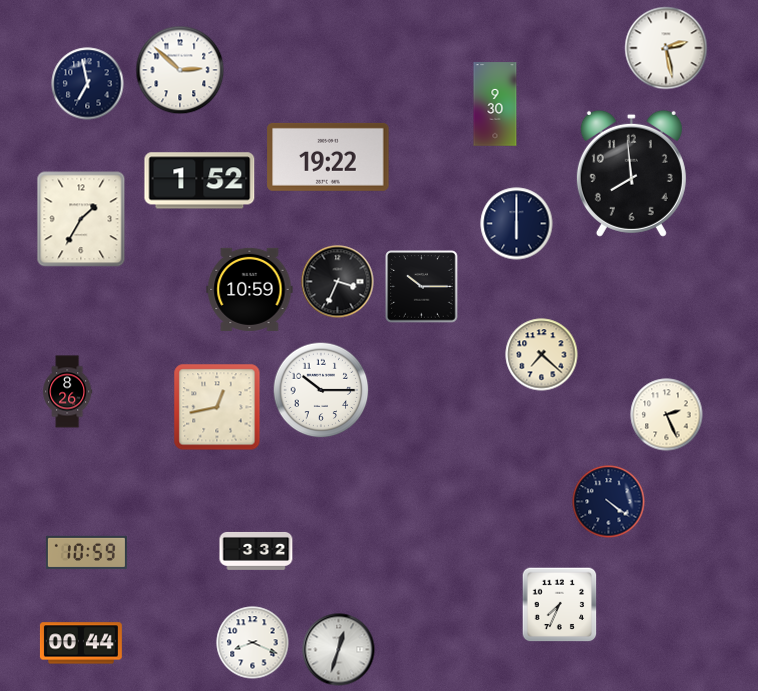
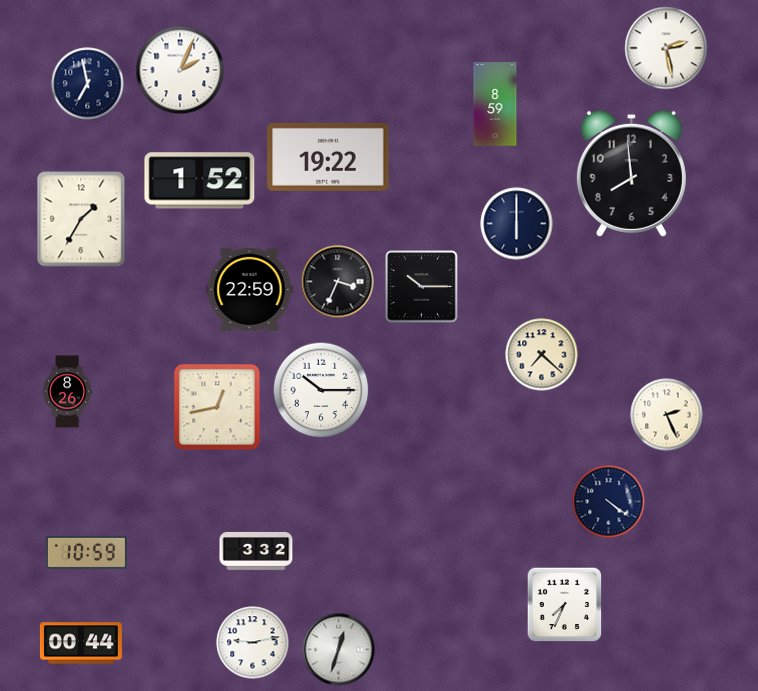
clock at (180, 70): 2:52 -> 2:04
clock at (495, 104): 9:30 -> 8:59
clock at (250, 289): 10:59 -> 22:59
clock at (560, 605) position: (560, 605) -> (565, 605)
clock at (253, 643): 8:19 -> 9:13
